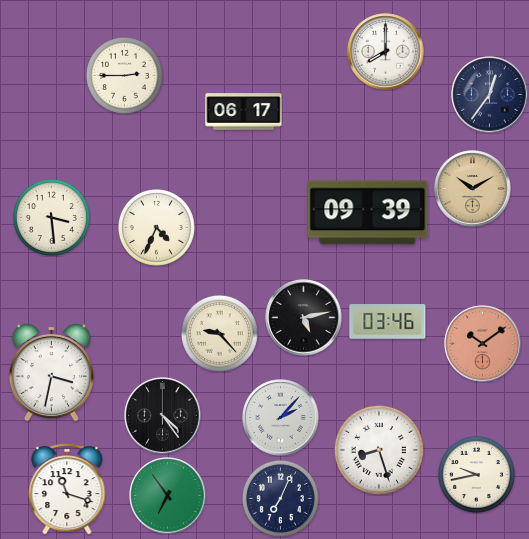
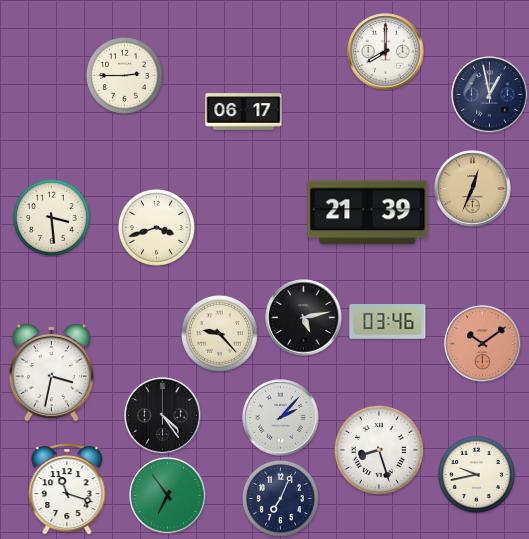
clock at (490, 95): 12:36 -> 12:58
clock at (473, 189): 10:10 -> 12:34
clock at (368, 213): 09:39 -> 21:39
clock at (156, 227): 4:34 -> 3:42
